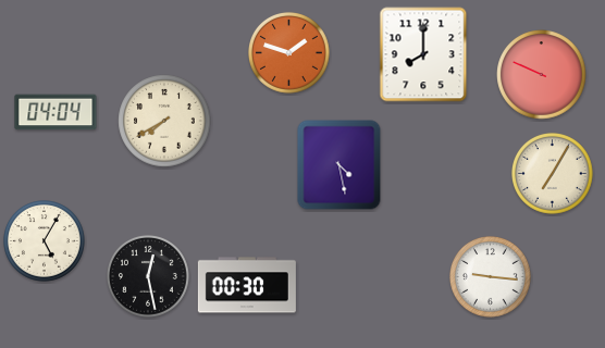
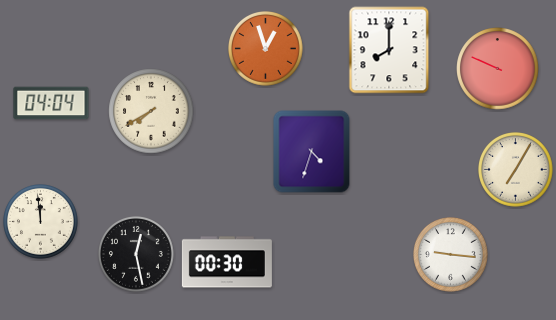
clock at (289, 53): 1:48 -> 12:57
clock at (339, 165): 4:28 -> 4:33
clock at (553, 174) position: (553, 174) -> (516, 170)
clock at (45, 241): 5:05 -> 11:59
